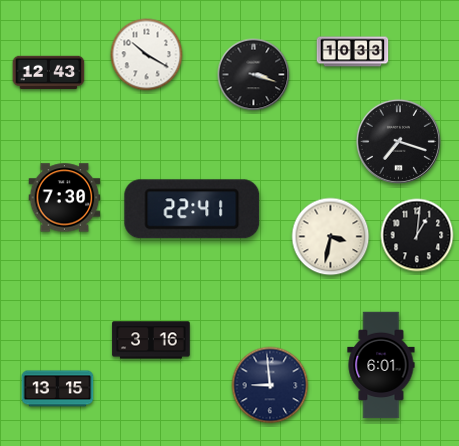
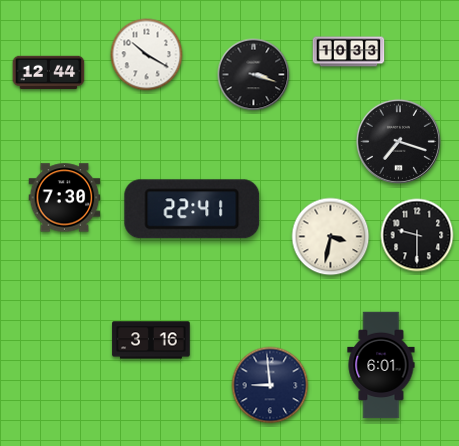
clock at (353, 52) position: (353, 52) -> (349, 52)
clock at (49, 73): 12:43 -> 12:44
clock at (417, 235): 1:01 -> 9:30
clock at (58, 389): 13:15 -> none
